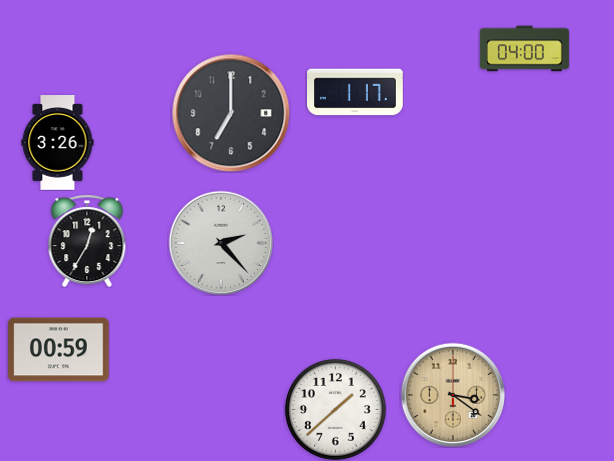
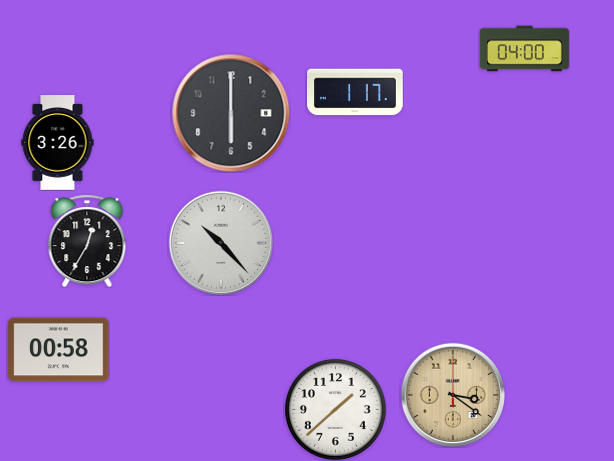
clock at (231, 113): 7:00 -> 6:00
clock at (221, 243): 2:23 -> 10:23
clock at (59, 350): 00:59 -> 00:58
